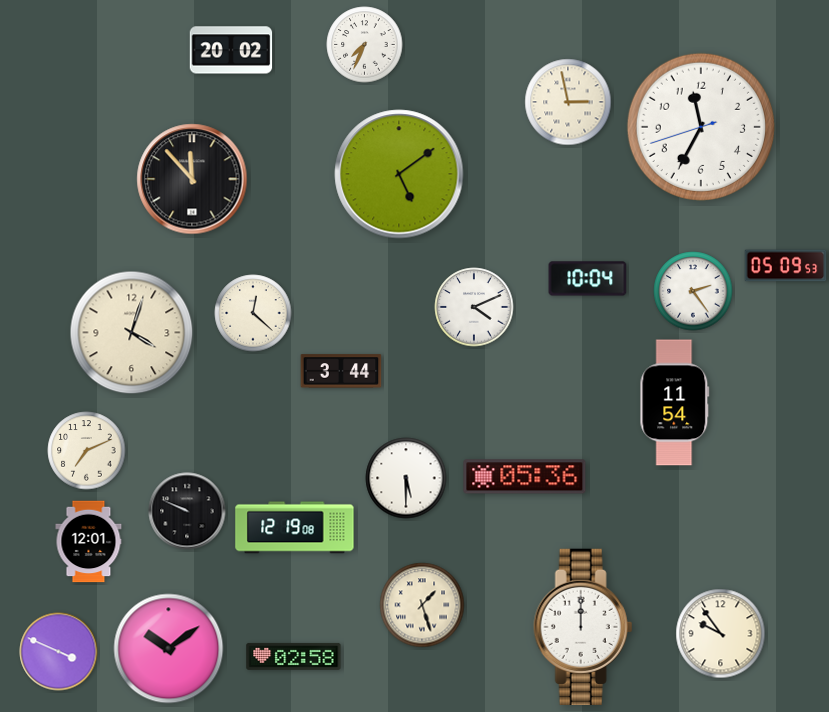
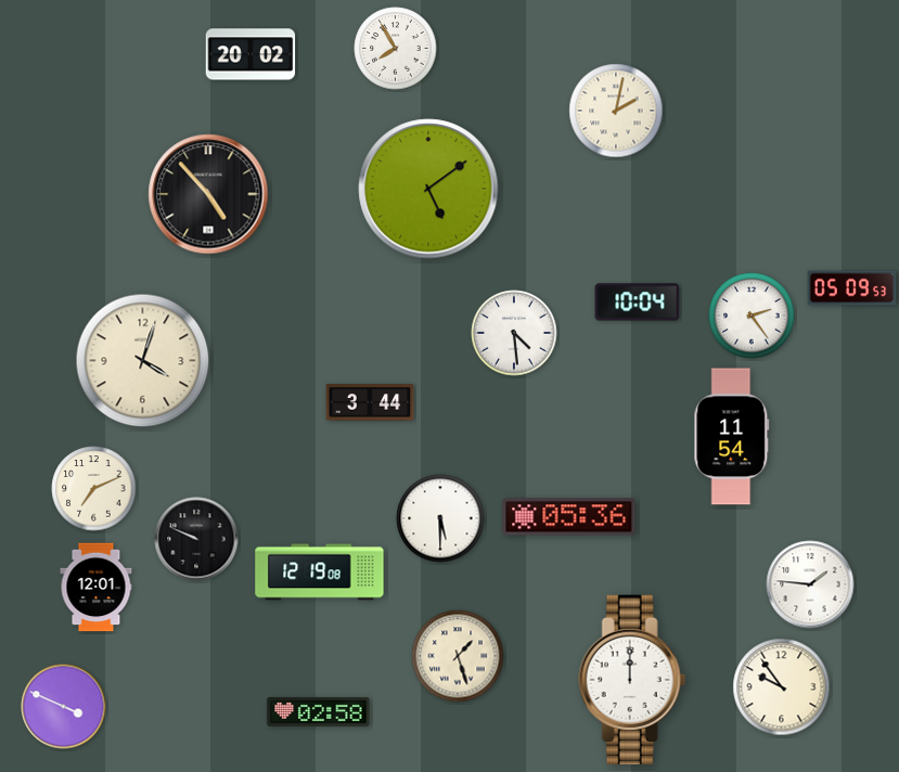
clock at (365, 45): 7:34 -> 7:55
clock at (568, 102): 2:58 -> 2:02
clock at (701, 127): 11:34 -> none
clock at (399, 174) position: (399, 174) -> (428, 189)
clock at (192, 179): 11:53 -> 4:53
clock at (474, 307): 4:11 -> 4:29
clock at (253, 313): 12:22 -> none
clock at (187, 511) position: (187, 511) -> (196, 539)
clock at (810, 584): none -> 1:46
clock at (169, 649): 10:09 -> none
